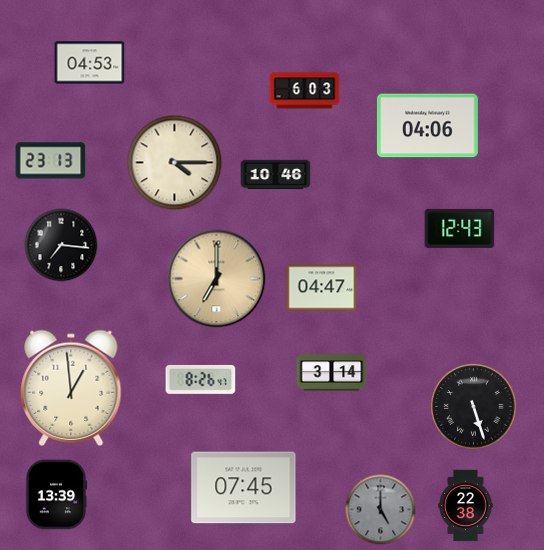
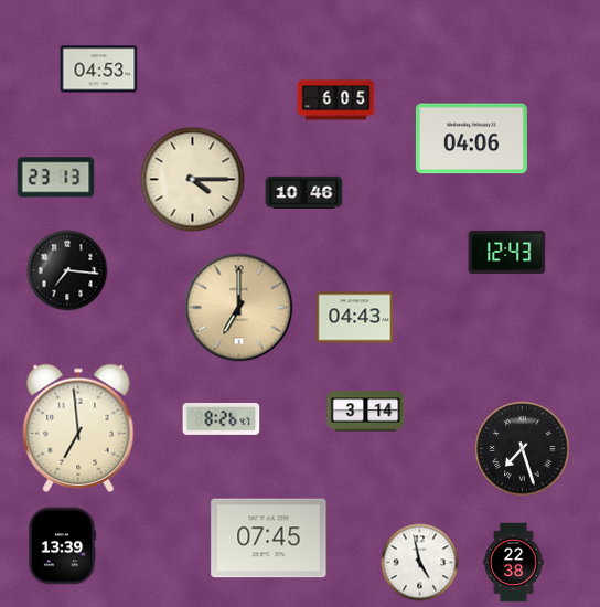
clock at (305, 91): 6:03 -> 6:05
clock at (322, 288): 04:47 -> 04:43
clock at (71, 388): 12:59 -> 6:59
clock at (474, 407): 5:27 -> 7:27
clock at (466, 506) position: (466, 506) -> (514, 563)
clock at (381, 510): 5:00 -> 4:58
clock at (381, 510) dial: grey -> white
